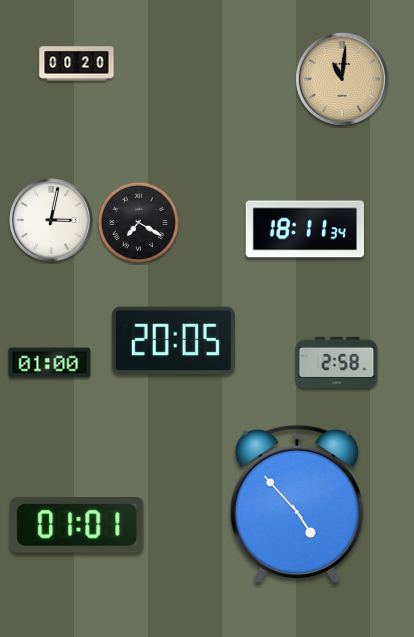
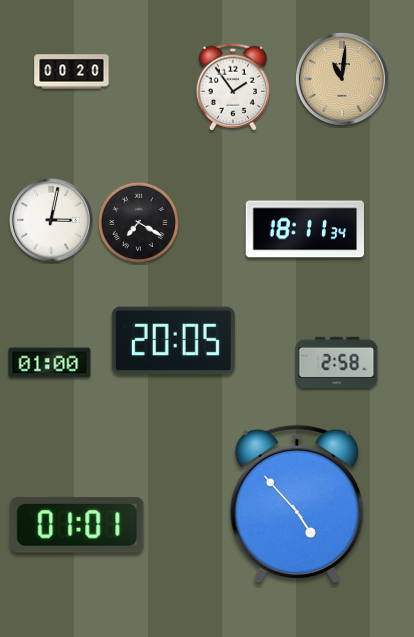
clock at (77, 64) position: (77, 64) -> (72, 72)
clock at (232, 87): none -> 1:54
